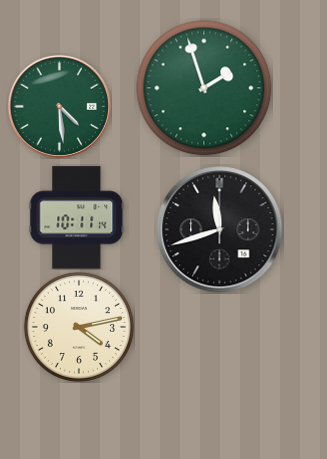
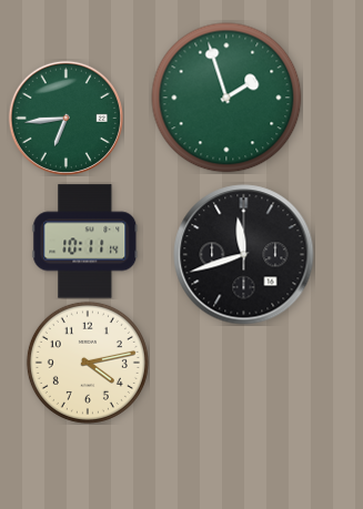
clock at (59, 106): 4:29 -> 6:44
